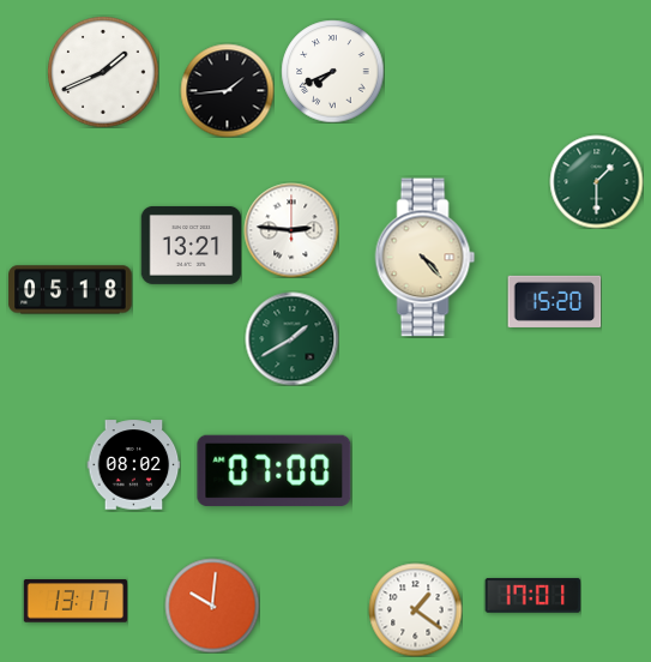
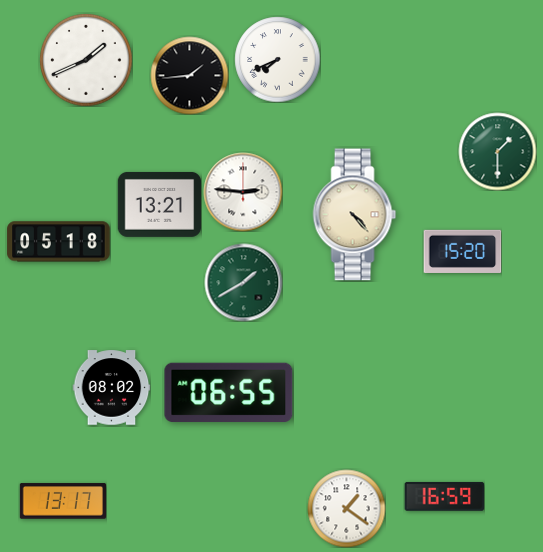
clock at (275, 470): 07:00 -> 06:55
clock at (532, 595): 17:01 -> 16:59
clock at (212, 606): 10:01 -> none
